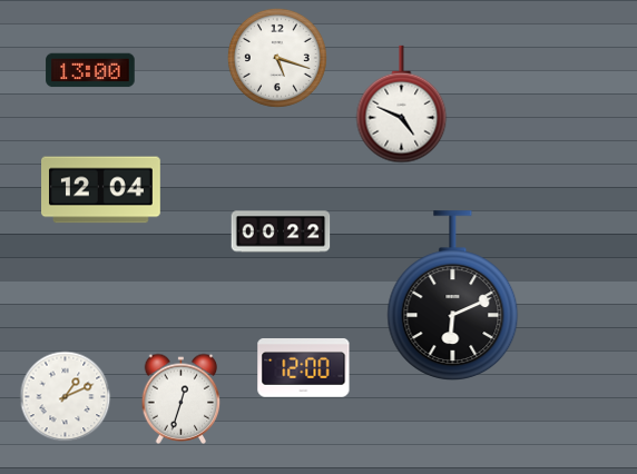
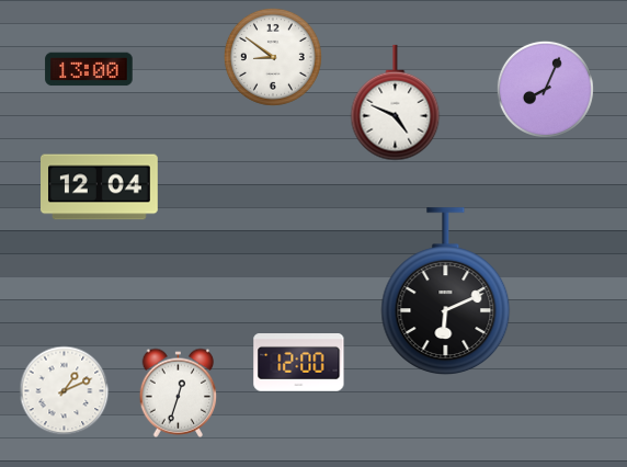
clock at (277, 58): 5:18 -> 8:51
clock at (545, 89): none -> 8:04
clock at (281, 231): 00:22 -> none
